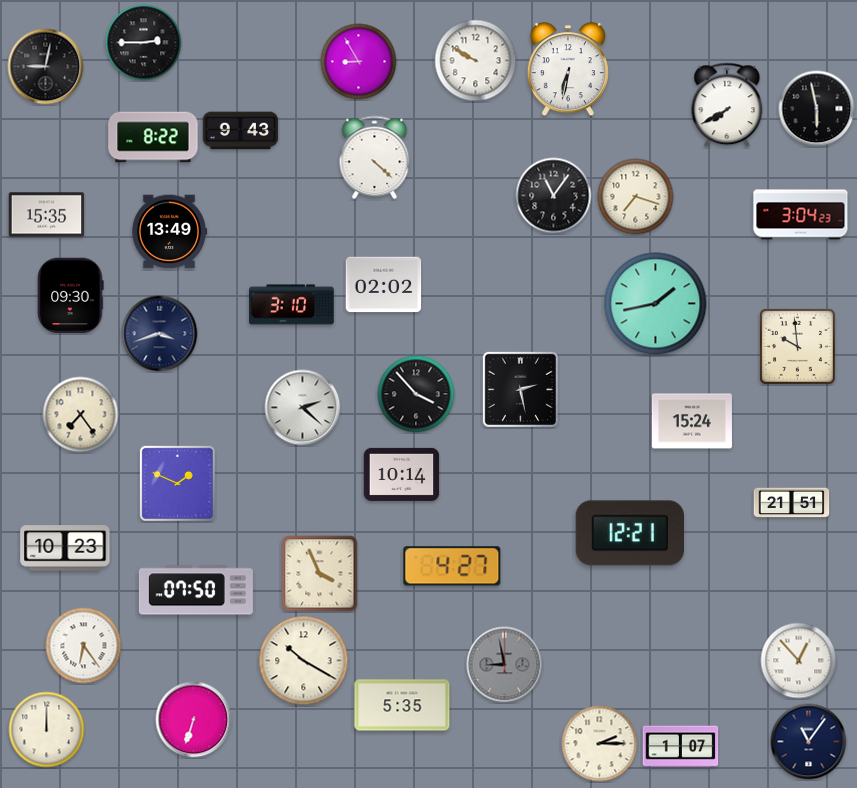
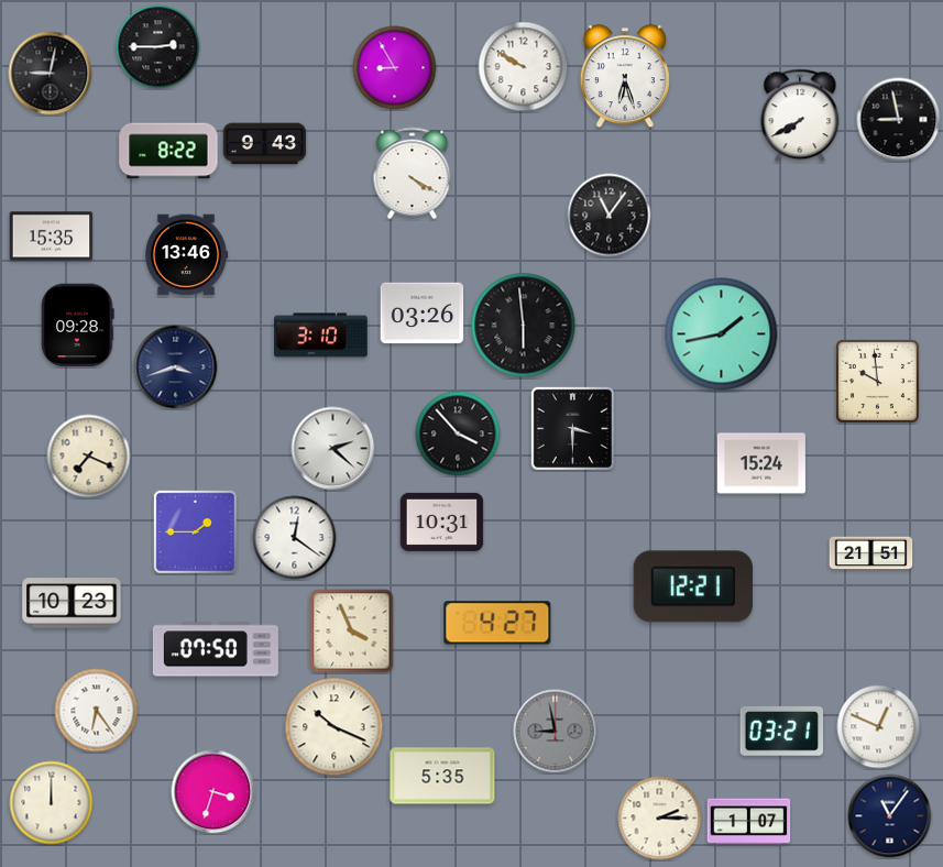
clock at (568, 70): 6:32 -> 6:27
clock at (817, 109): 5:58 -> 8:58
clock at (375, 158): 4:22 -> 4:20
clock at (636, 197): 7:18 -> none
clock at (801, 215): 3:04 -> none
clock at (169, 232): 13:49 -> 13:46
clock at (384, 285): 02:02 -> 03:26
clock at (71, 296): 09:30 -> 09:28
clock at (524, 326): none -> 5:59
clock at (520, 389): 2:28 -> 3:30
clock at (81, 415): 7:24 -> 7:19
clock at (402, 474): 10:14 -> 10:31
clock at (177, 483): 1:49 -> 1:45
clock at (295, 538): none -> 12:21
clock at (84, 646) position: (84, 646) -> (97, 711)
clock at (304, 661): 10:20 -> 10:19
clock at (799, 661): 12:53 -> 12:49
clock at (782, 731): none -> 03:21
clock at (194, 720): 6:33 -> 3:33
